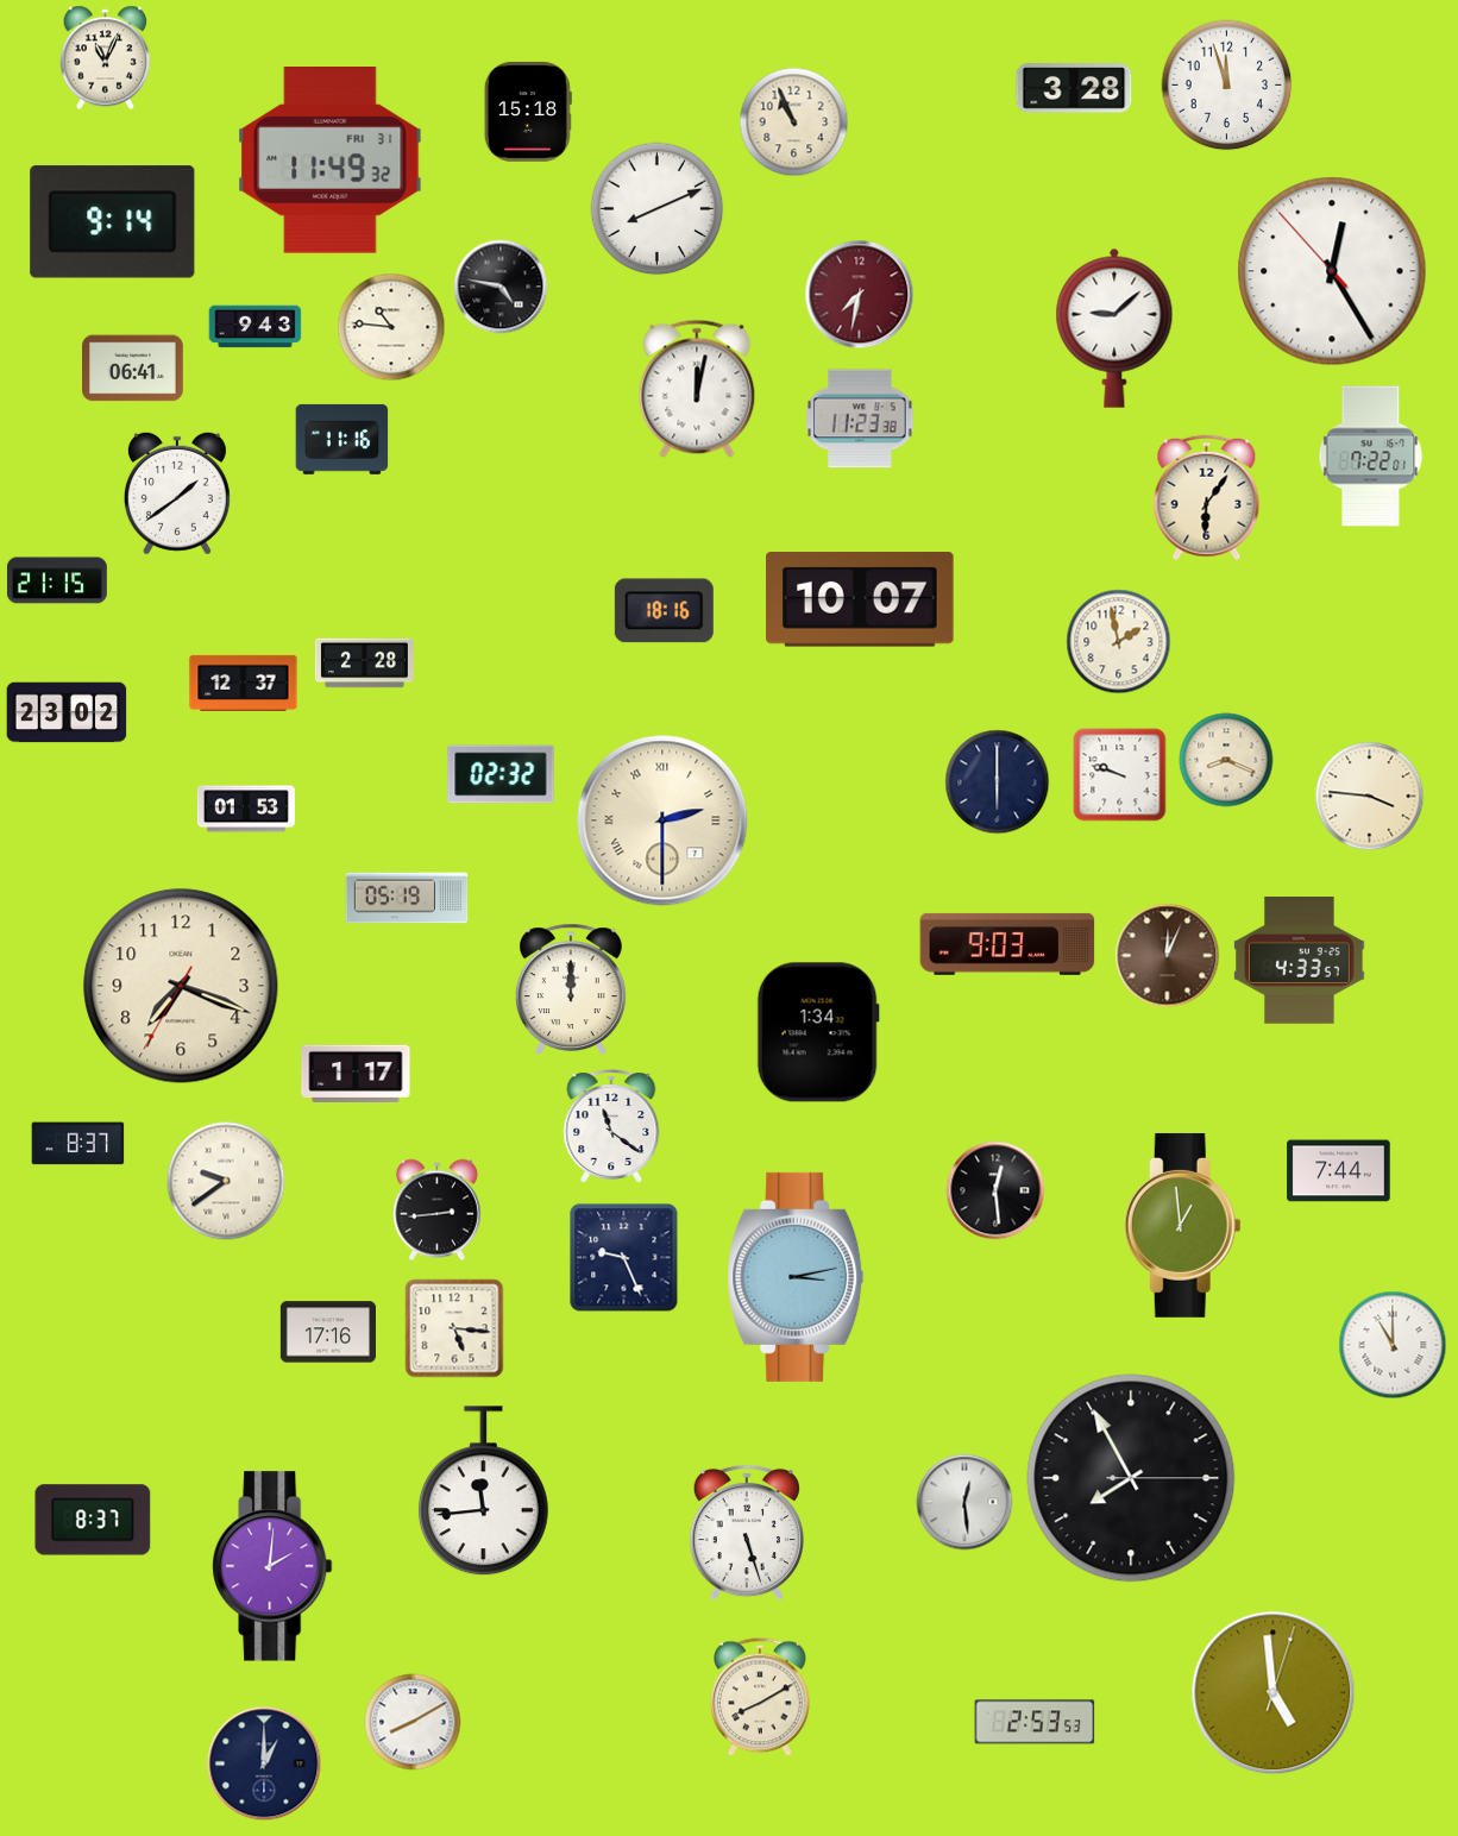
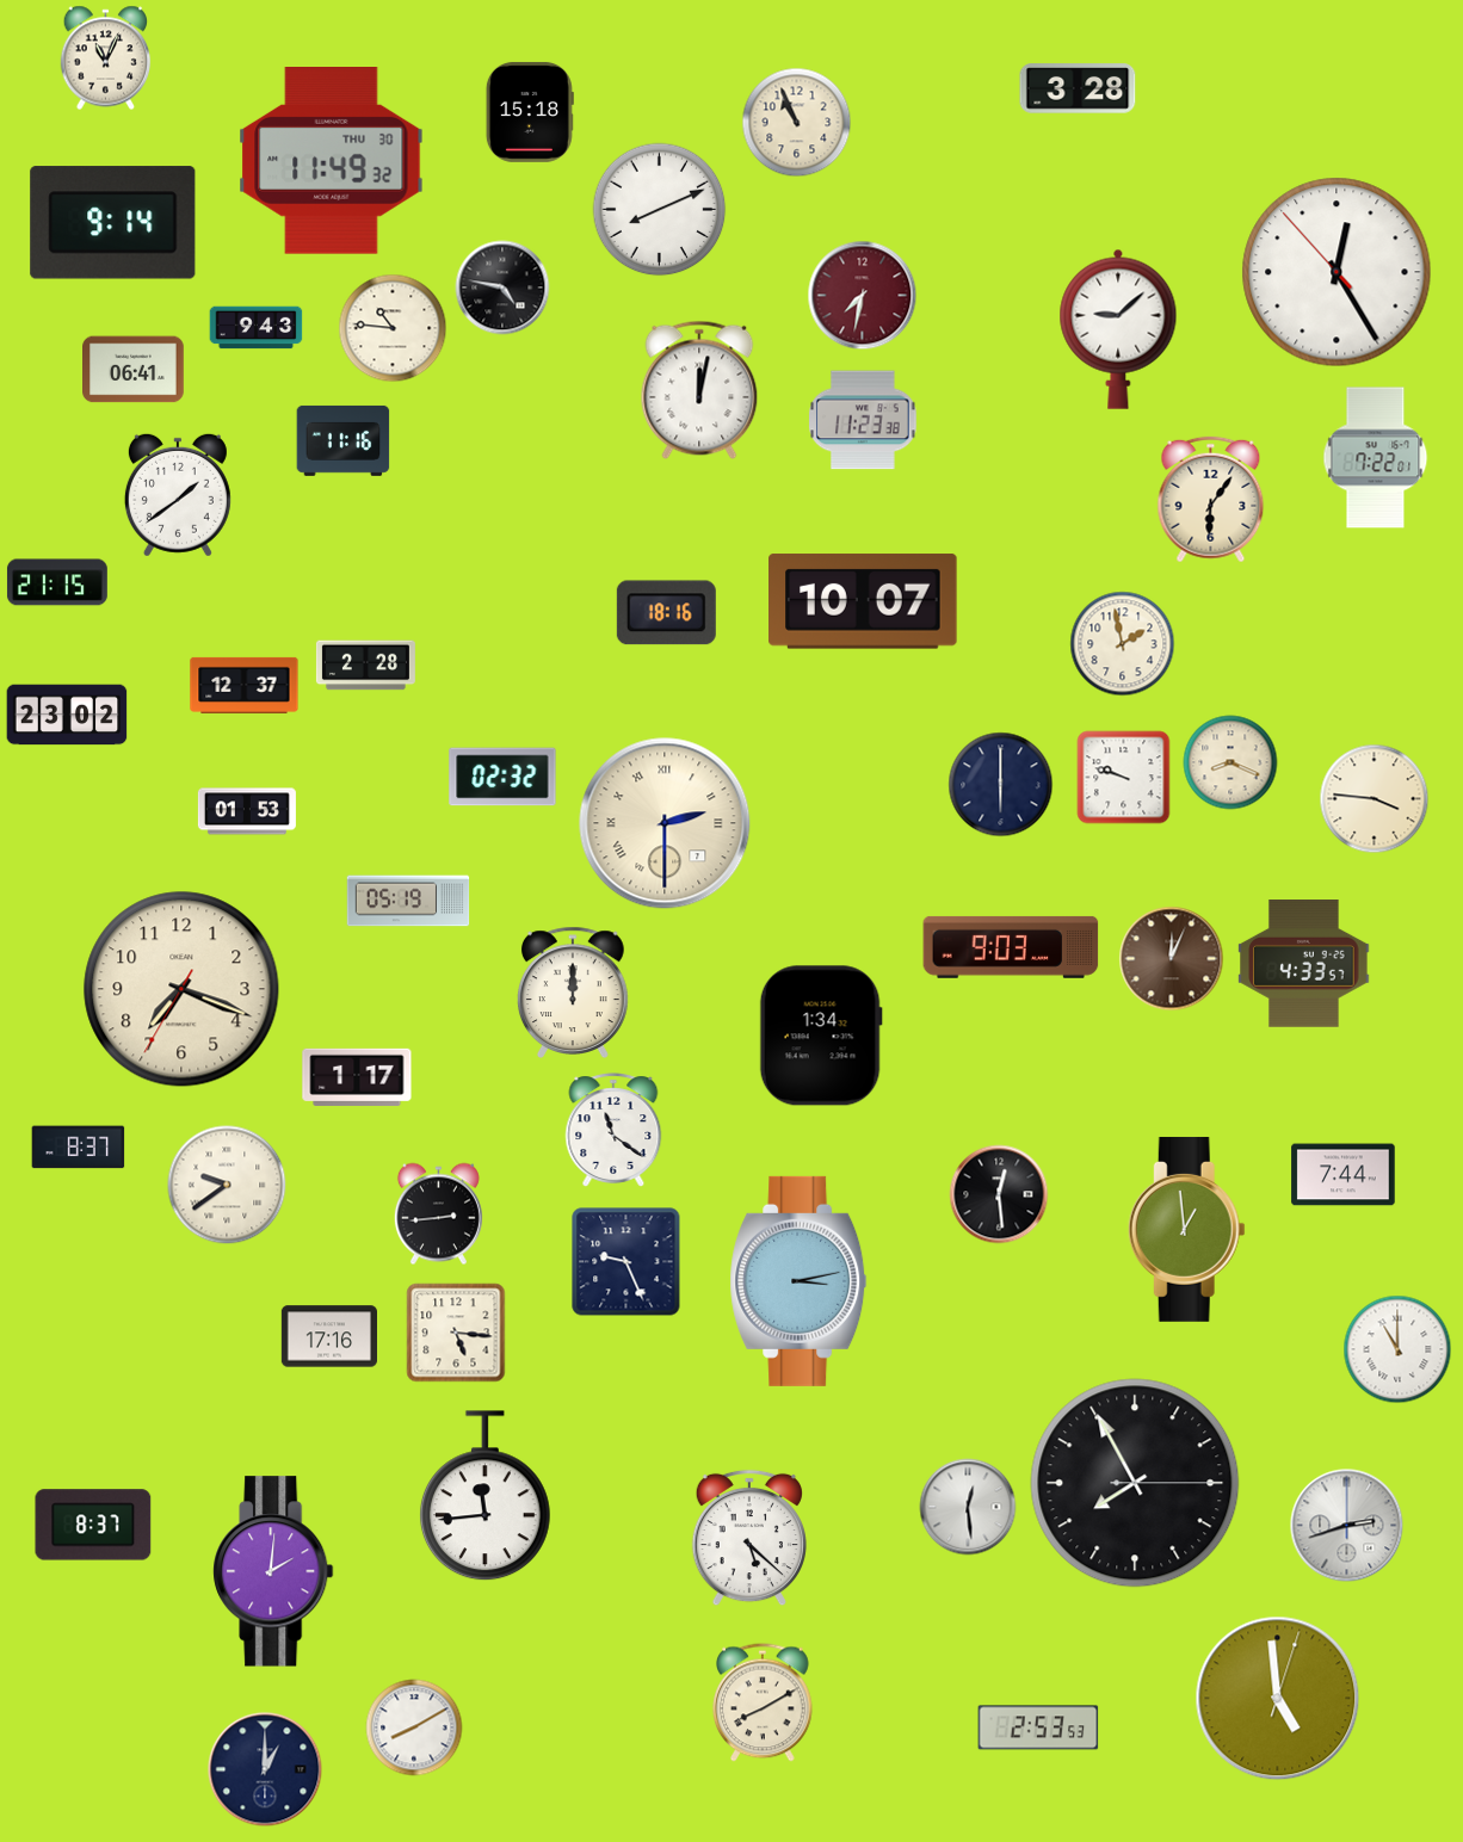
clock at (1227, 86): 11:57 -> none
clock at (331, 161) date: FRI 31 -> THU 30
clock at (1347, 1526): none -> 2:42
clock at (747, 1533): 5:27 -> 5:22
